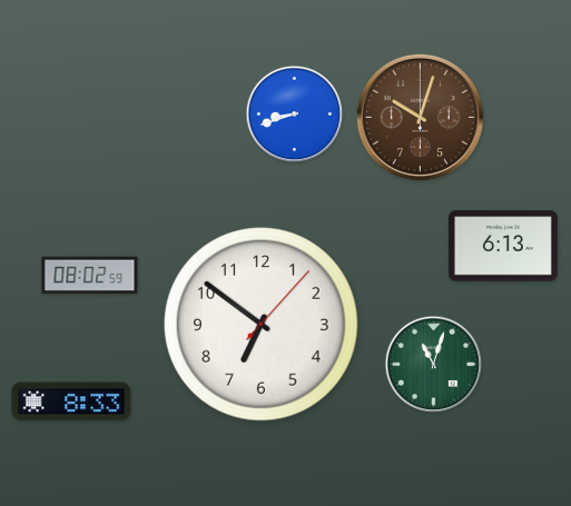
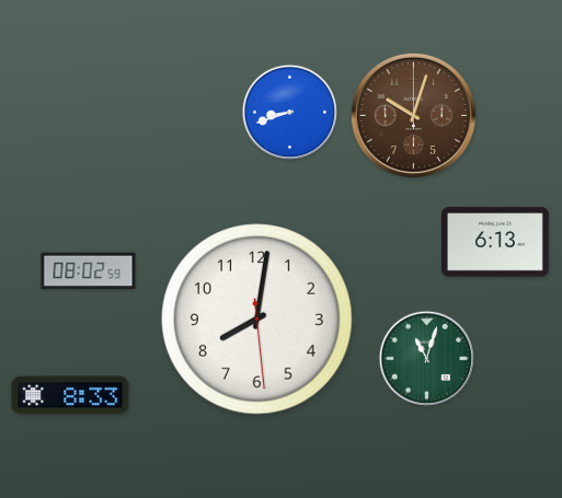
clock at (262, 325): 6:51 -> 8:01
